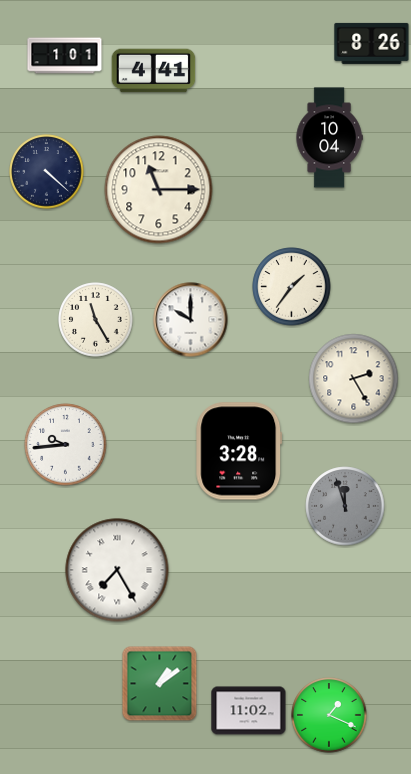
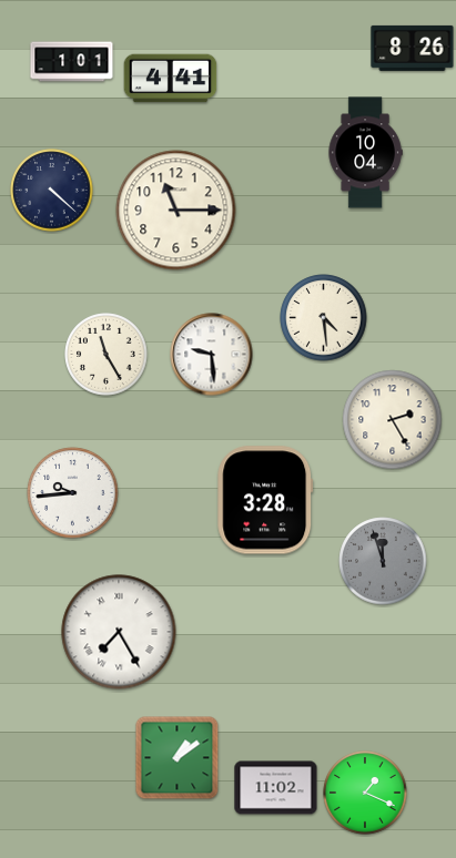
clock at (292, 287): 1:36 -> 4:29
clock at (191, 320): 10:00 -> 9:29
clock at (117, 570) position: (117, 570) -> (119, 632)
